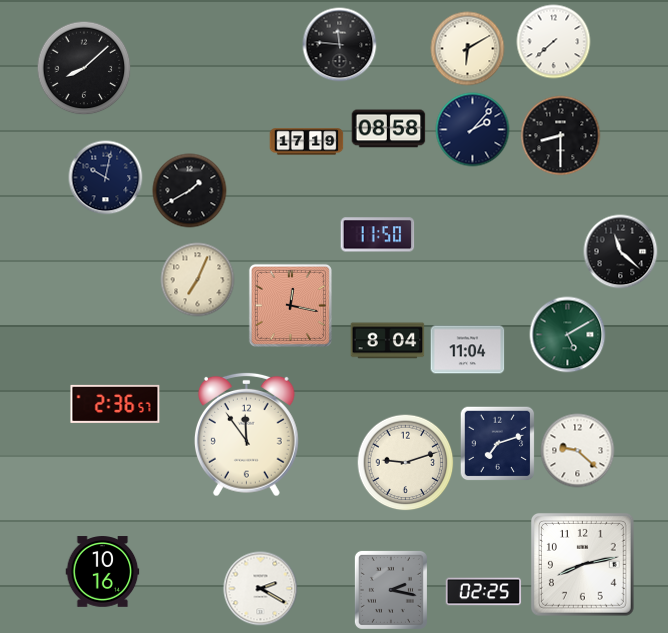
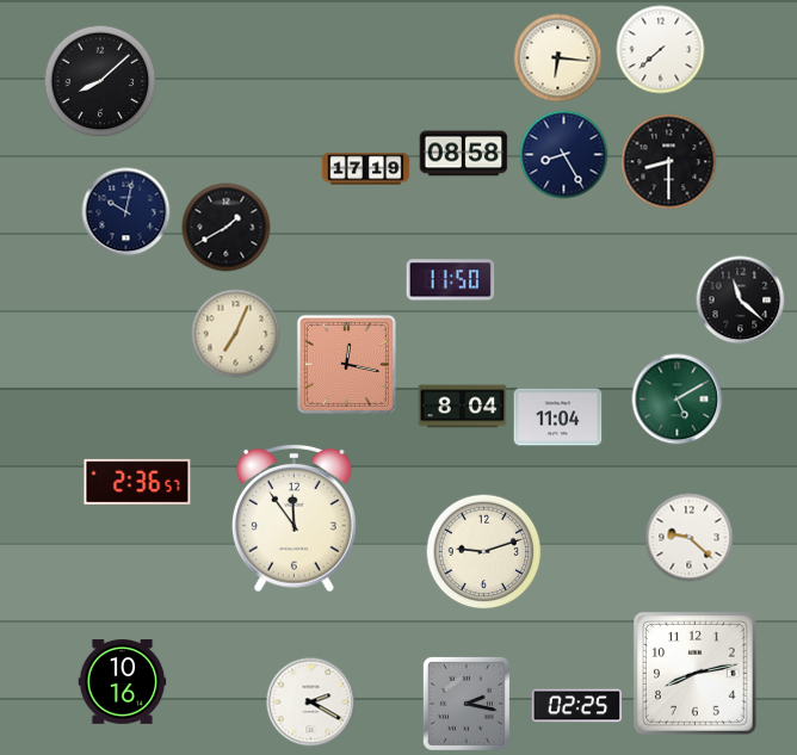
clock at (340, 45): 11:46 -> none
clock at (468, 49): 6:10 -> 6:16
clock at (473, 130): 2:07 -> 8:25
clock at (498, 444): 7:12 -> none
